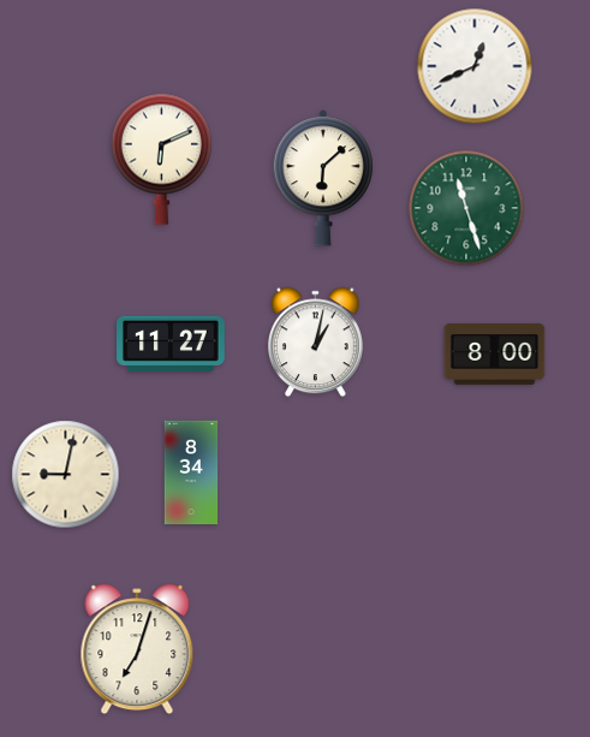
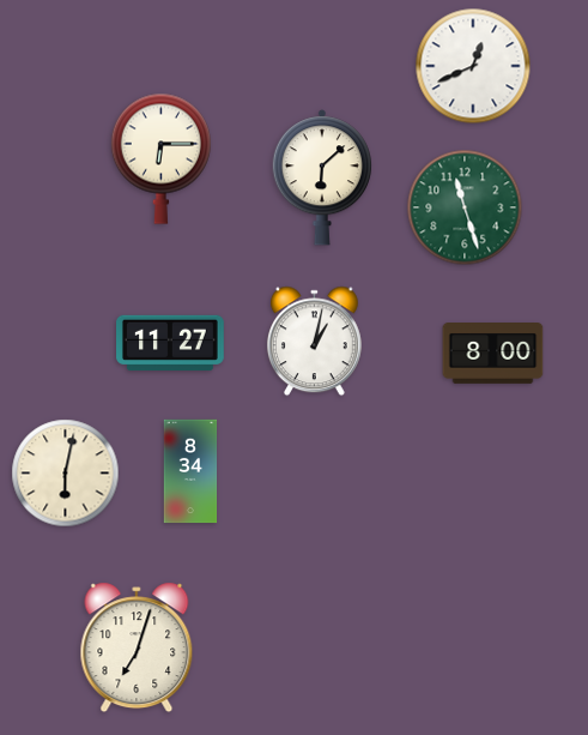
clock at (161, 159): 6:11 -> 6:15
clock at (66, 475): 9:02 -> 6:02
